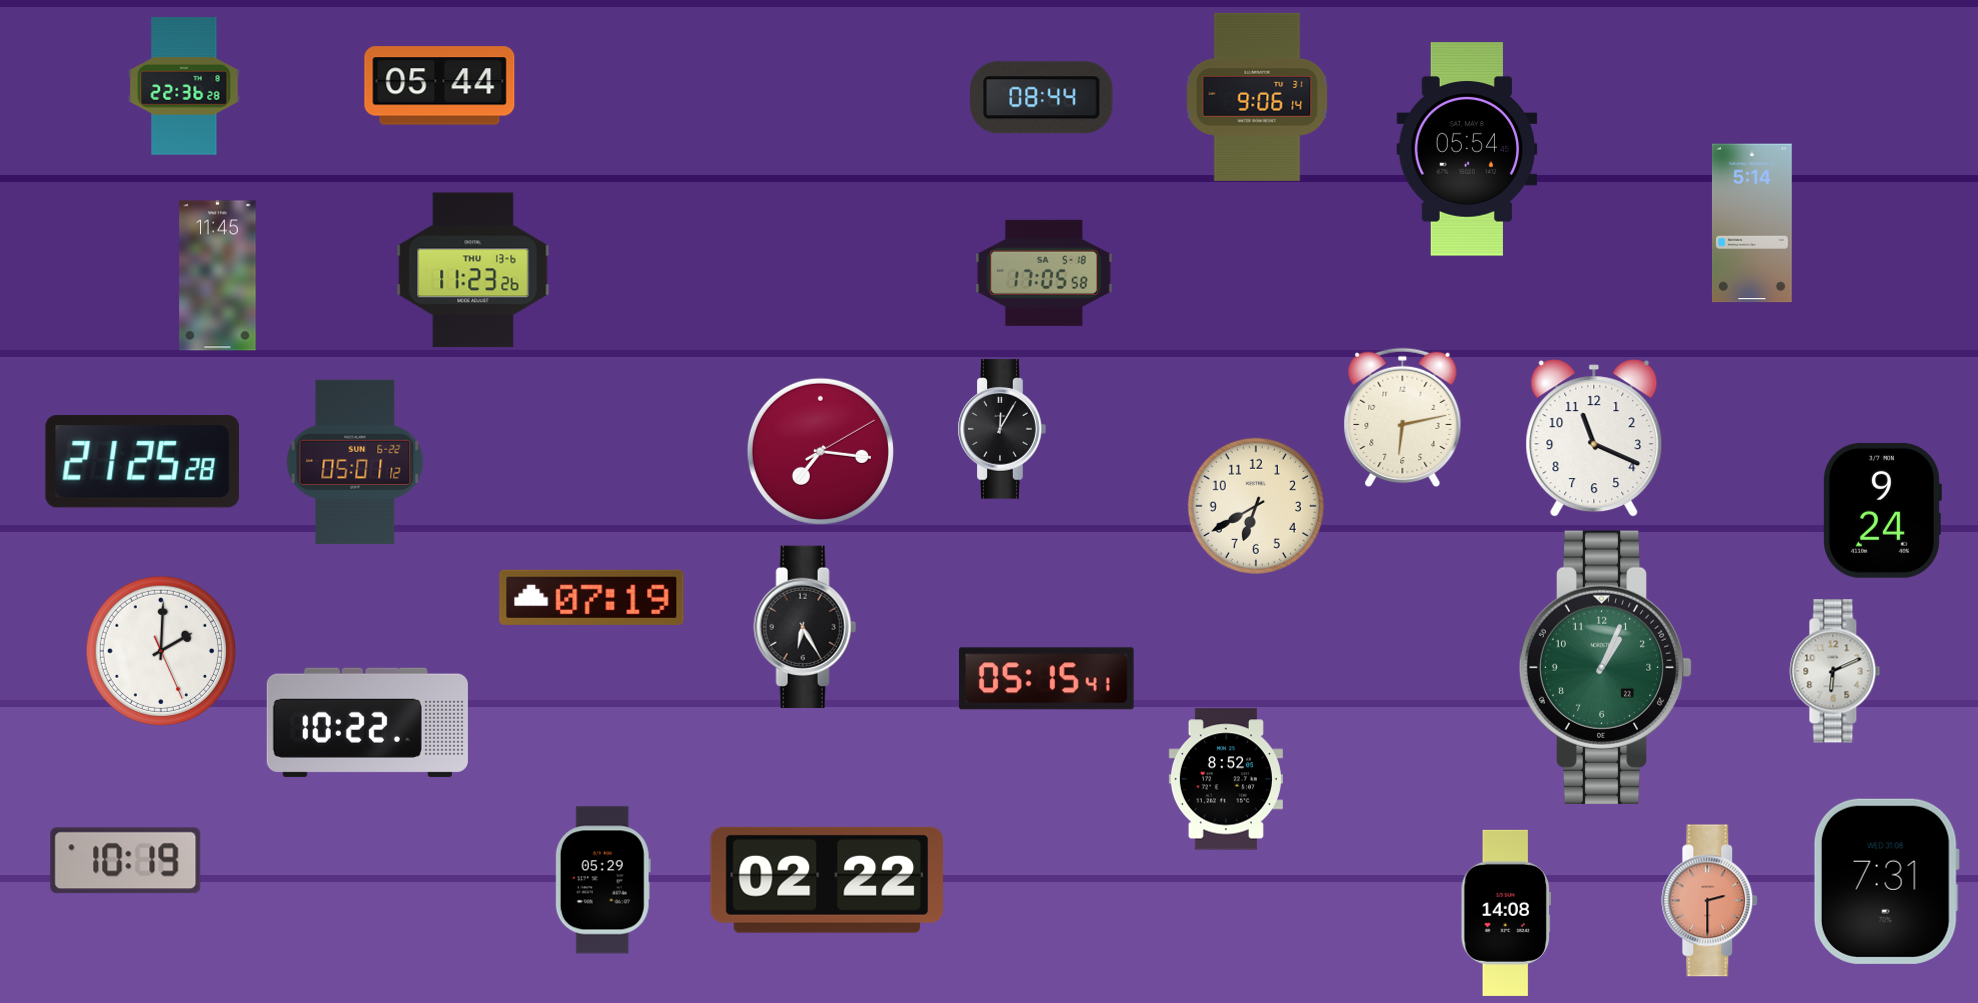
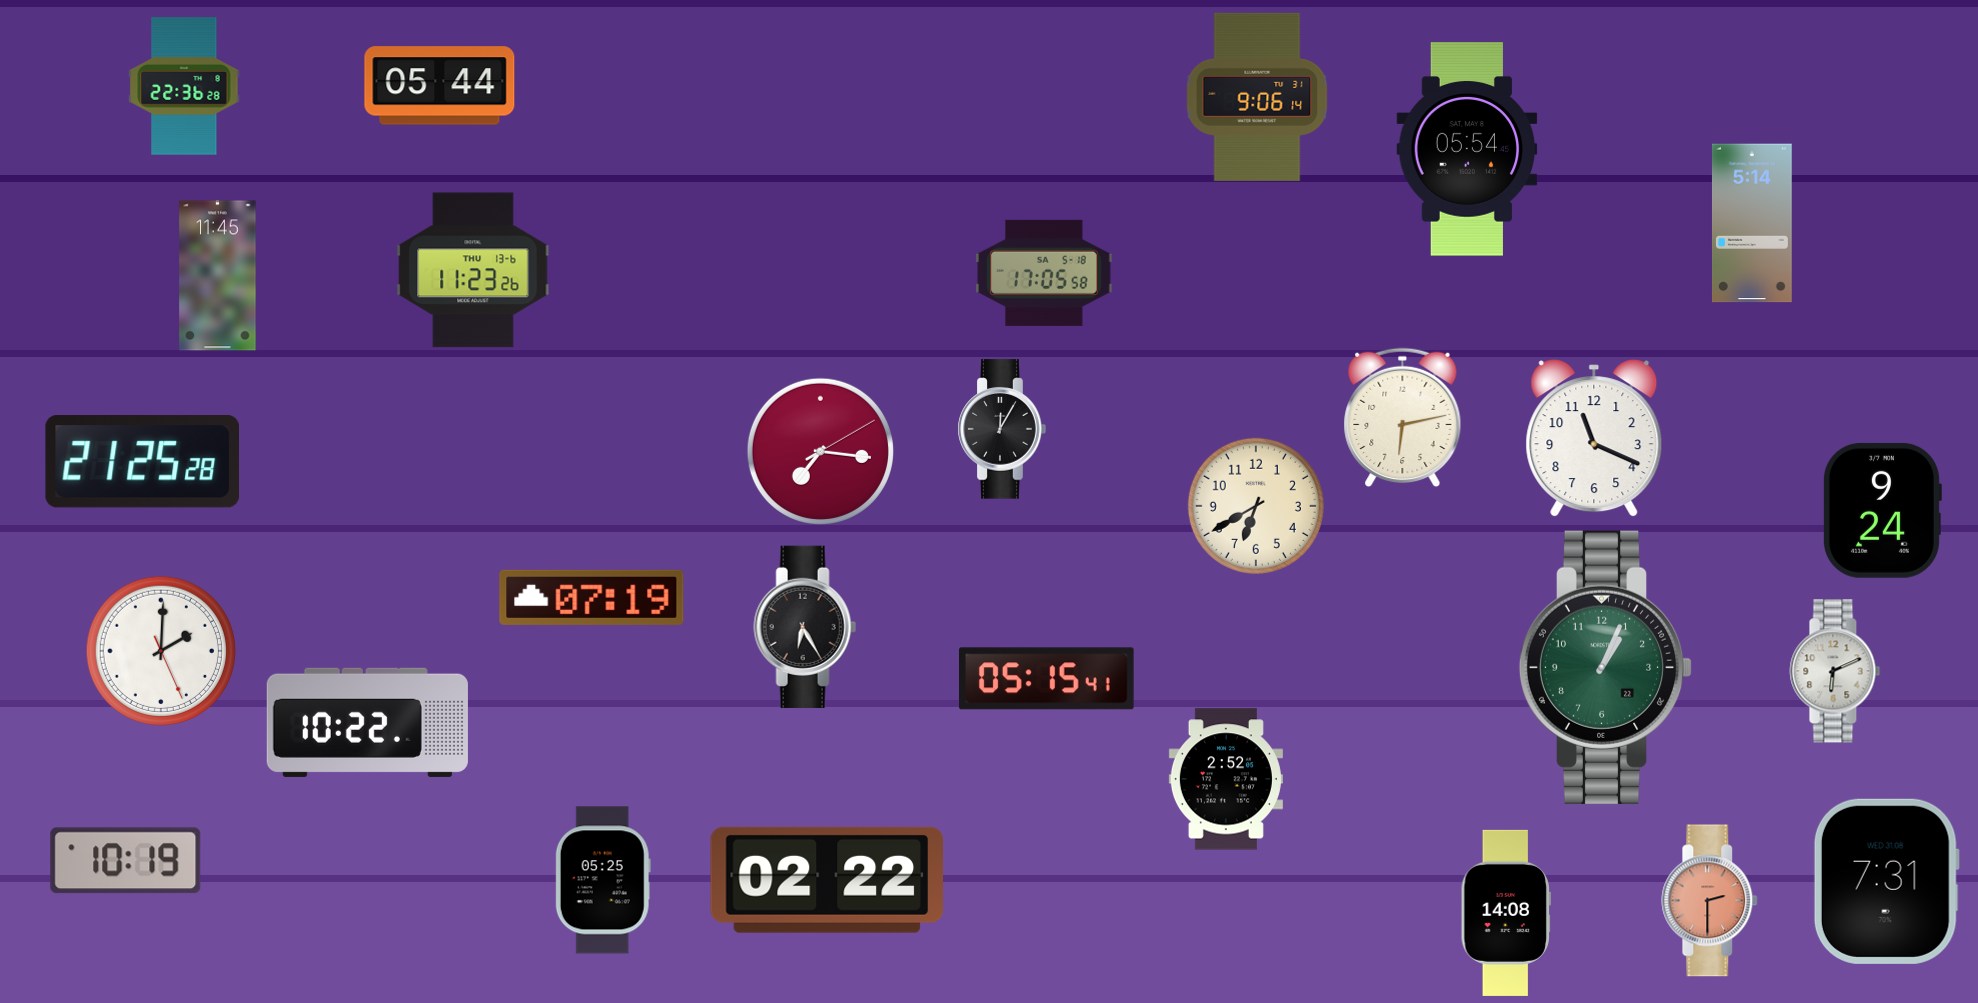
clock at (1042, 98): 08:44 -> none
clock at (355, 462): 05:01 -> none
clock at (1226, 779): 8:52 -> 2:52
clock at (603, 880): 05:29 -> 05:25
